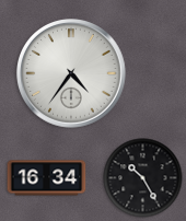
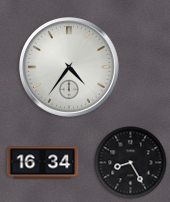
clock at (72, 74) position: (72, 74) -> (70, 68)
clock at (143, 178): 10:25 -> 8:25
